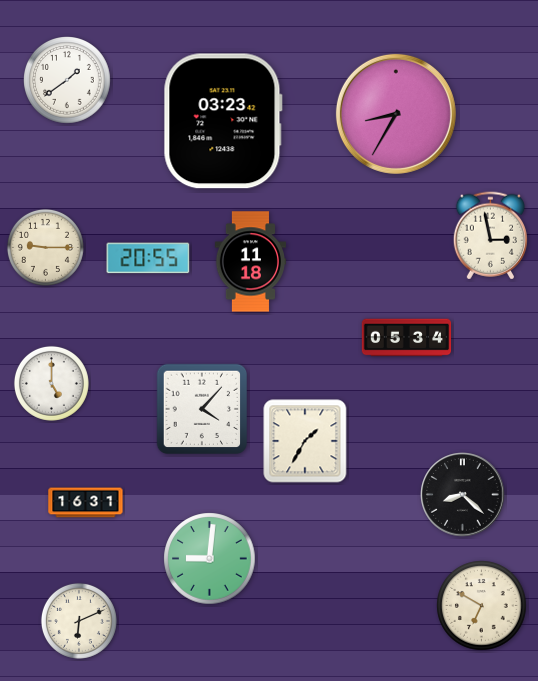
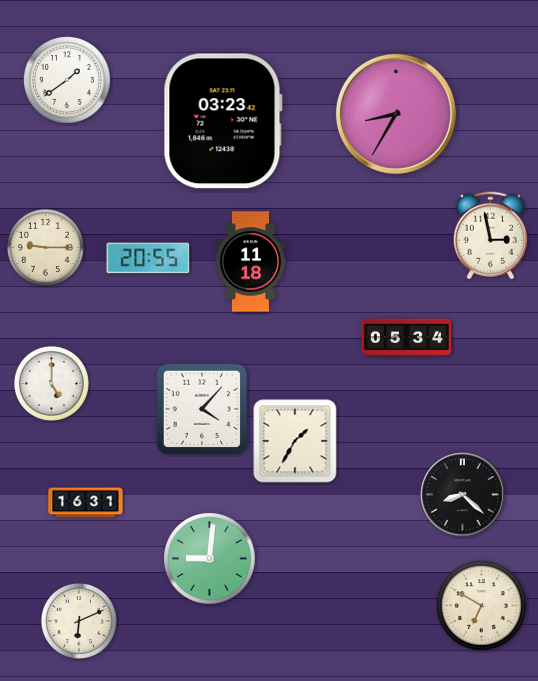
clock at (305, 441) position: (305, 441) -> (295, 441)
